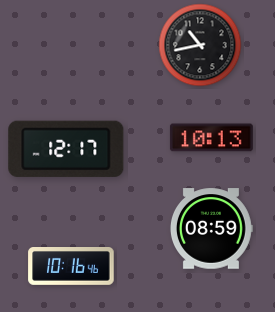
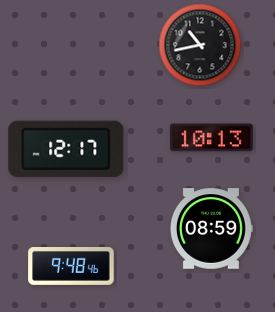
clock at (71, 267): 10:16 -> 9:48
